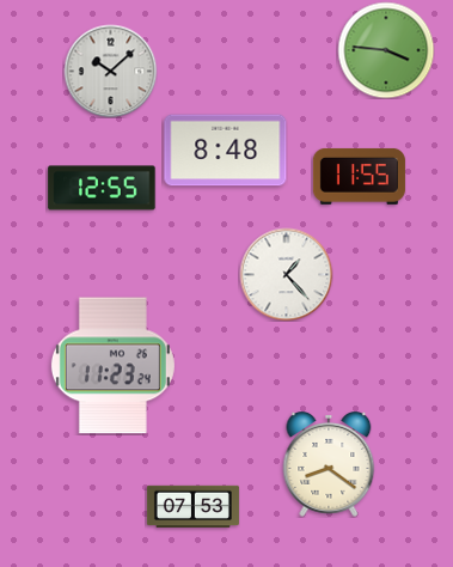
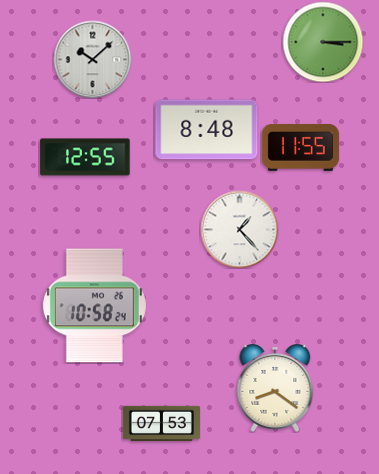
clock at (386, 50): 3:46 -> 3:15
clock at (226, 151) position: (226, 151) -> (207, 130)
clock at (112, 366): 11:23 -> 10:58
